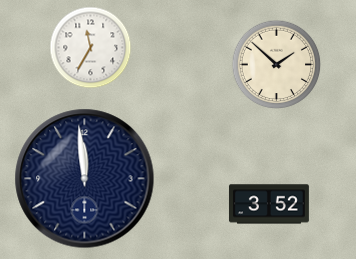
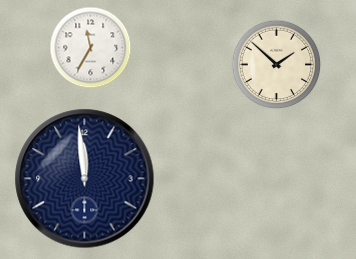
clock at (269, 204): 3:52 -> none
